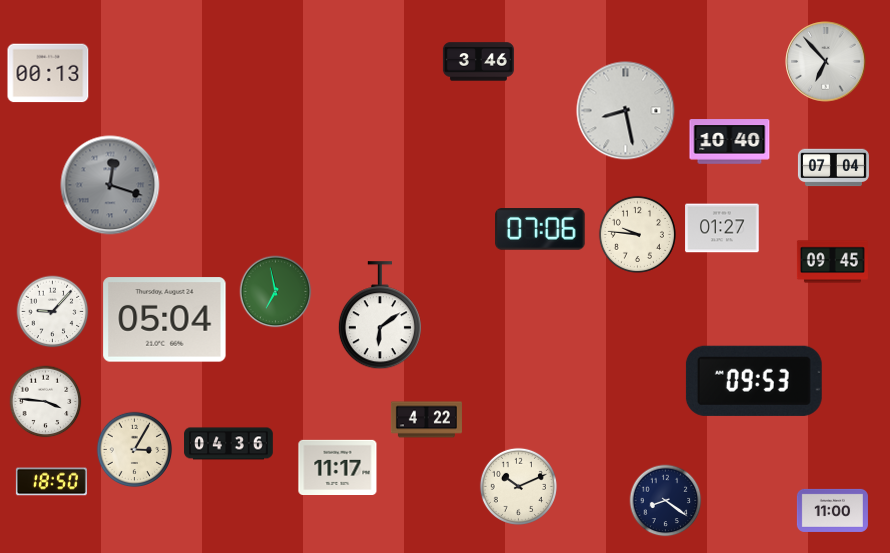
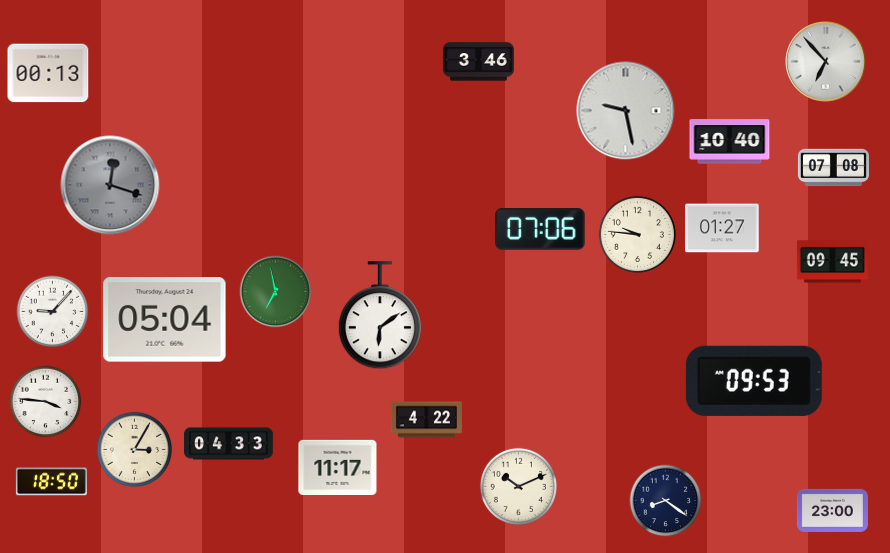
clock at (626, 111): 8:28 -> 9:28
clock at (833, 168): 07:04 -> 07:08
clock at (229, 444): 04:36 -> 04:33
clock at (832, 510): 11:00 -> 23:00
